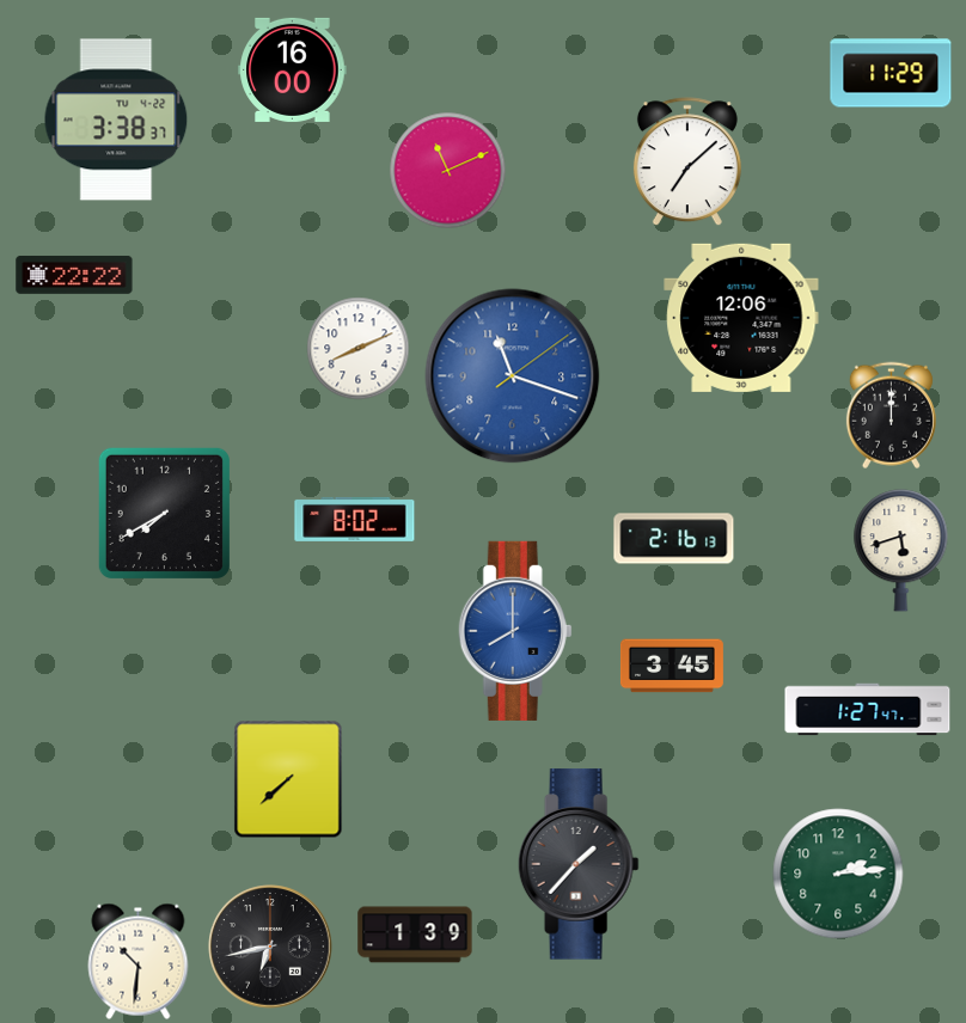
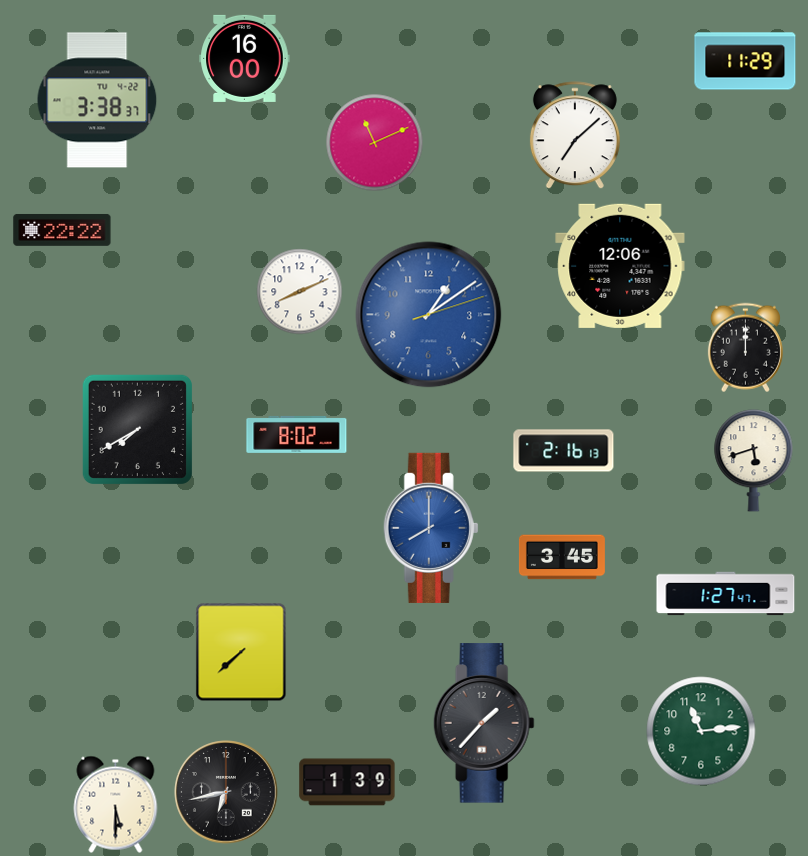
clock at (513, 376): 11:18 -> 1:09
clock at (838, 874): 2:14 -> 11:14
clock at (139, 961): 10:31 -> 5:30
